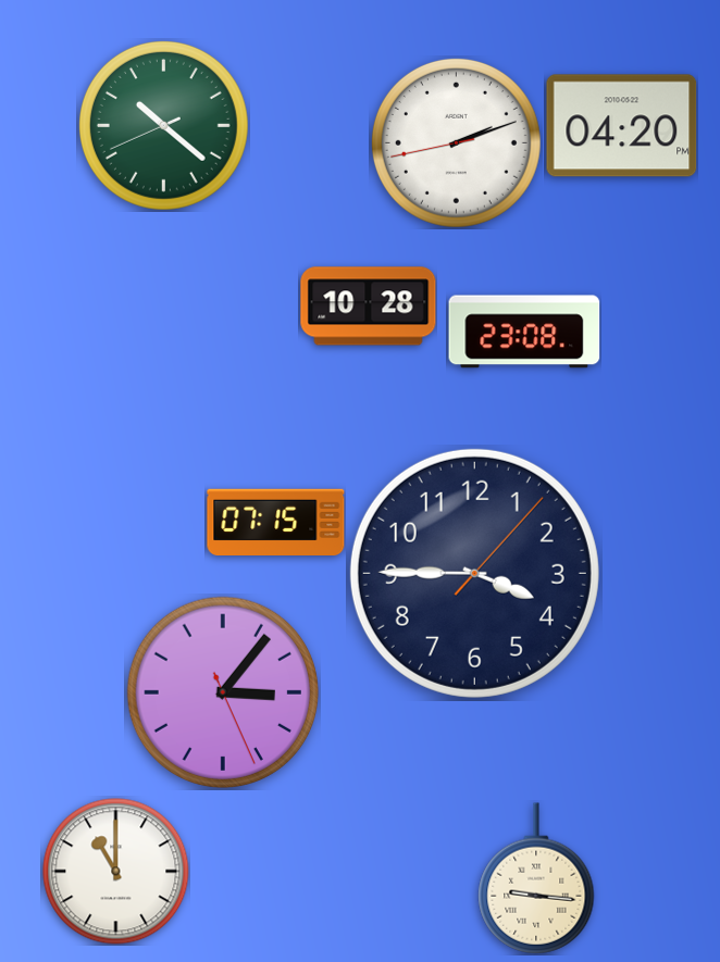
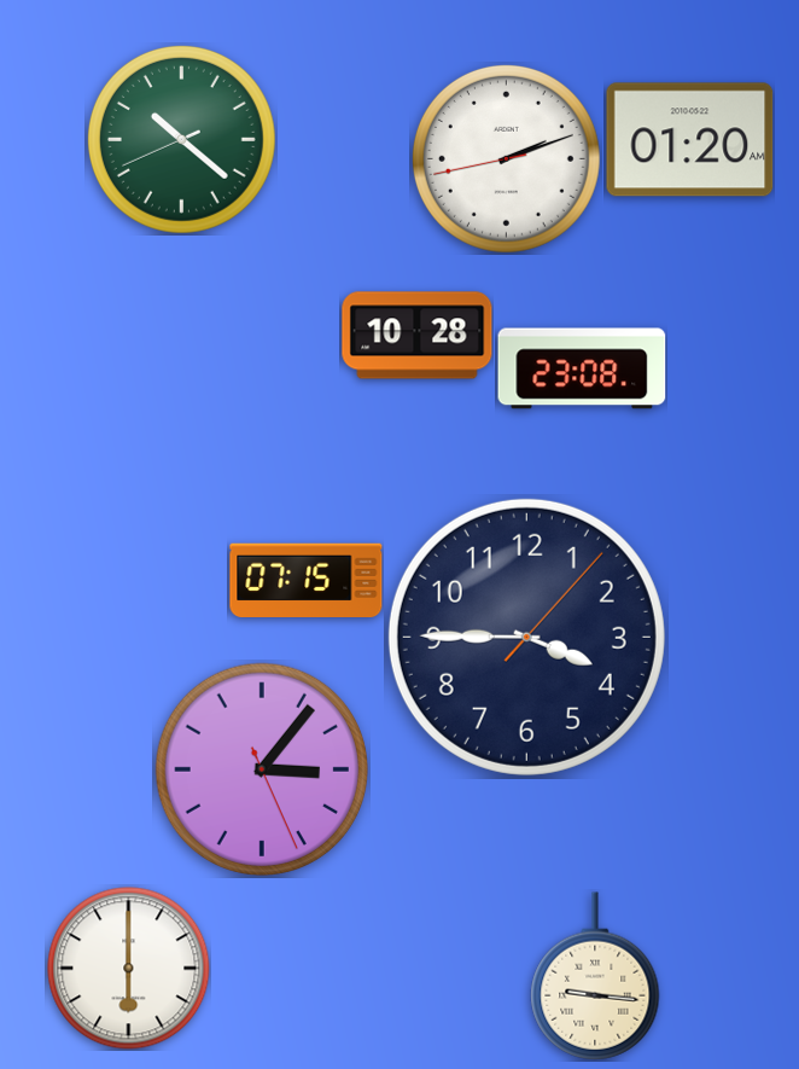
clock at (622, 126): 04:20 -> 01:20
clock at (369, 307) position: (369, 307) -> (418, 336)
clock at (222, 691) position: (222, 691) -> (261, 768)
clock at (116, 872): 11:00 -> 6:00
